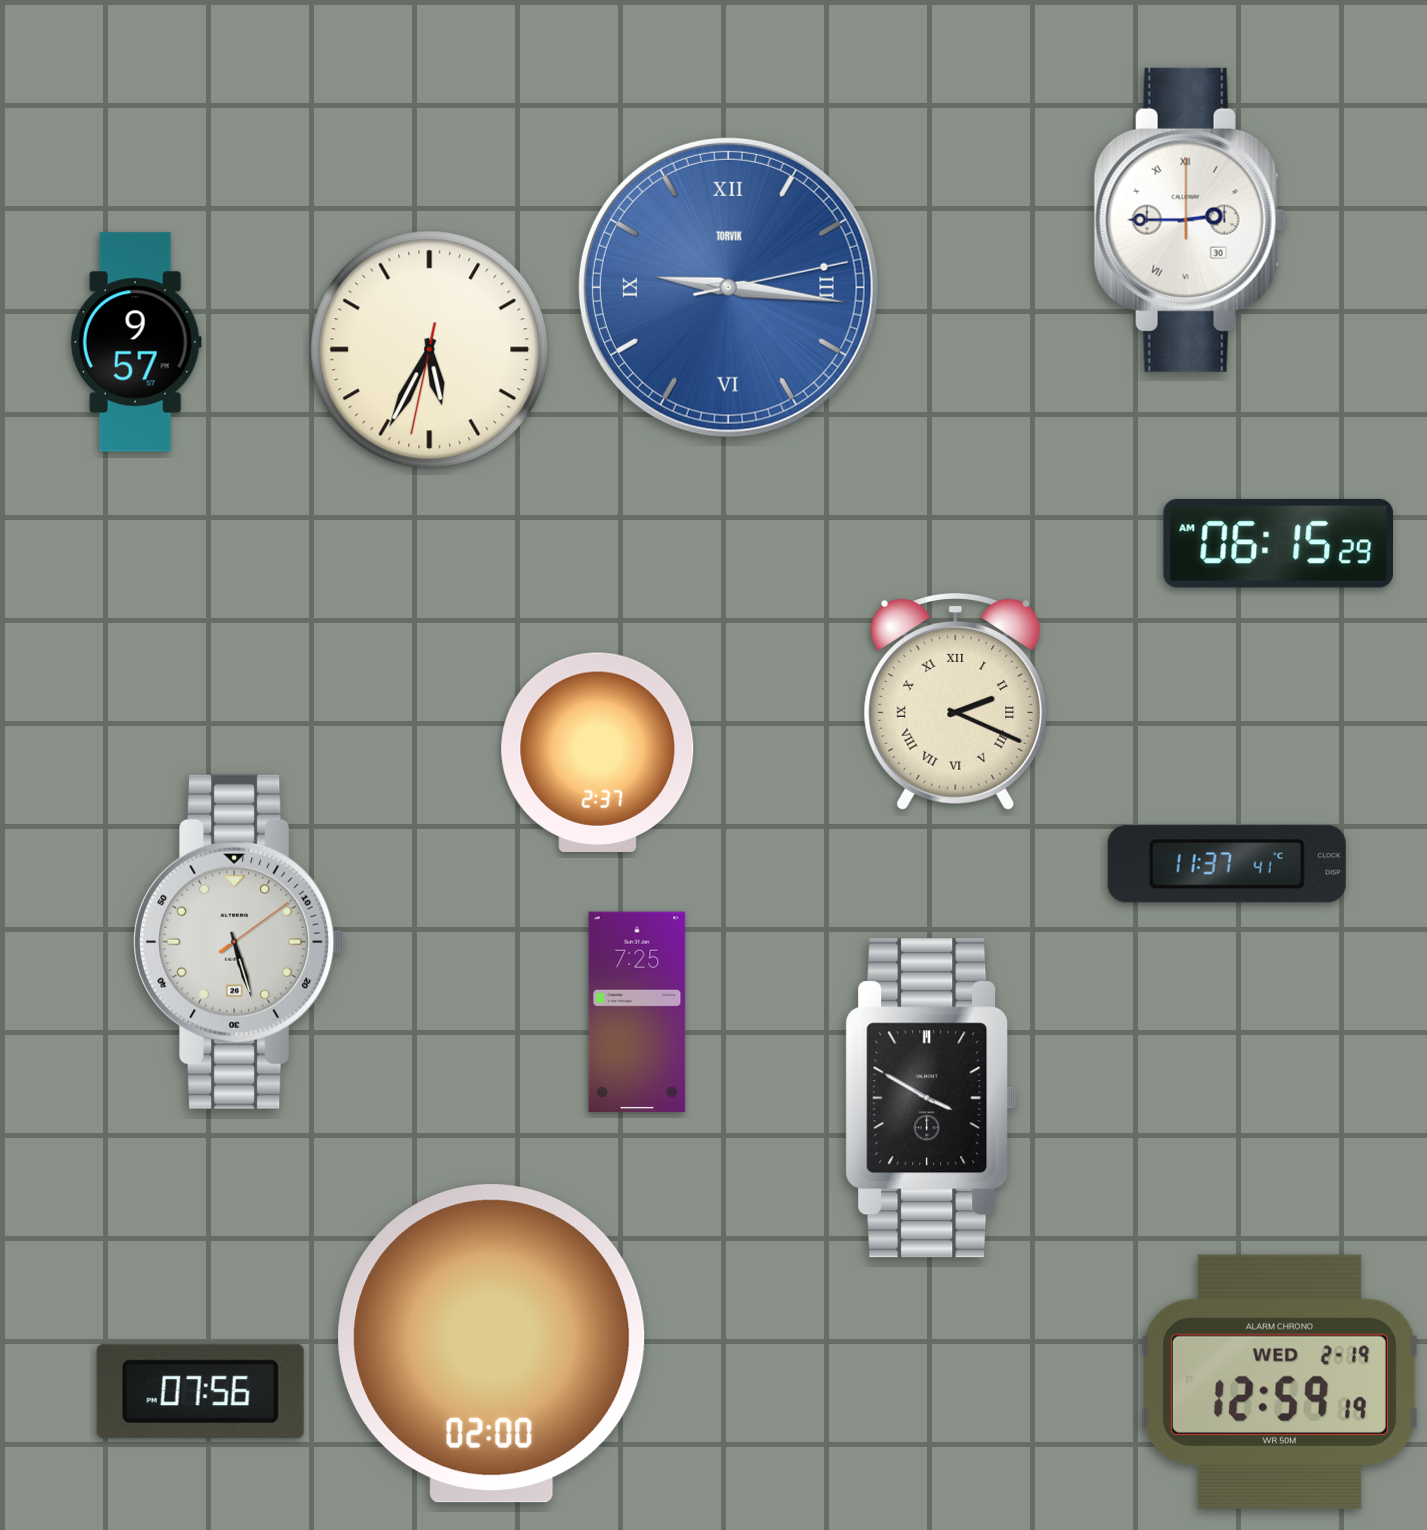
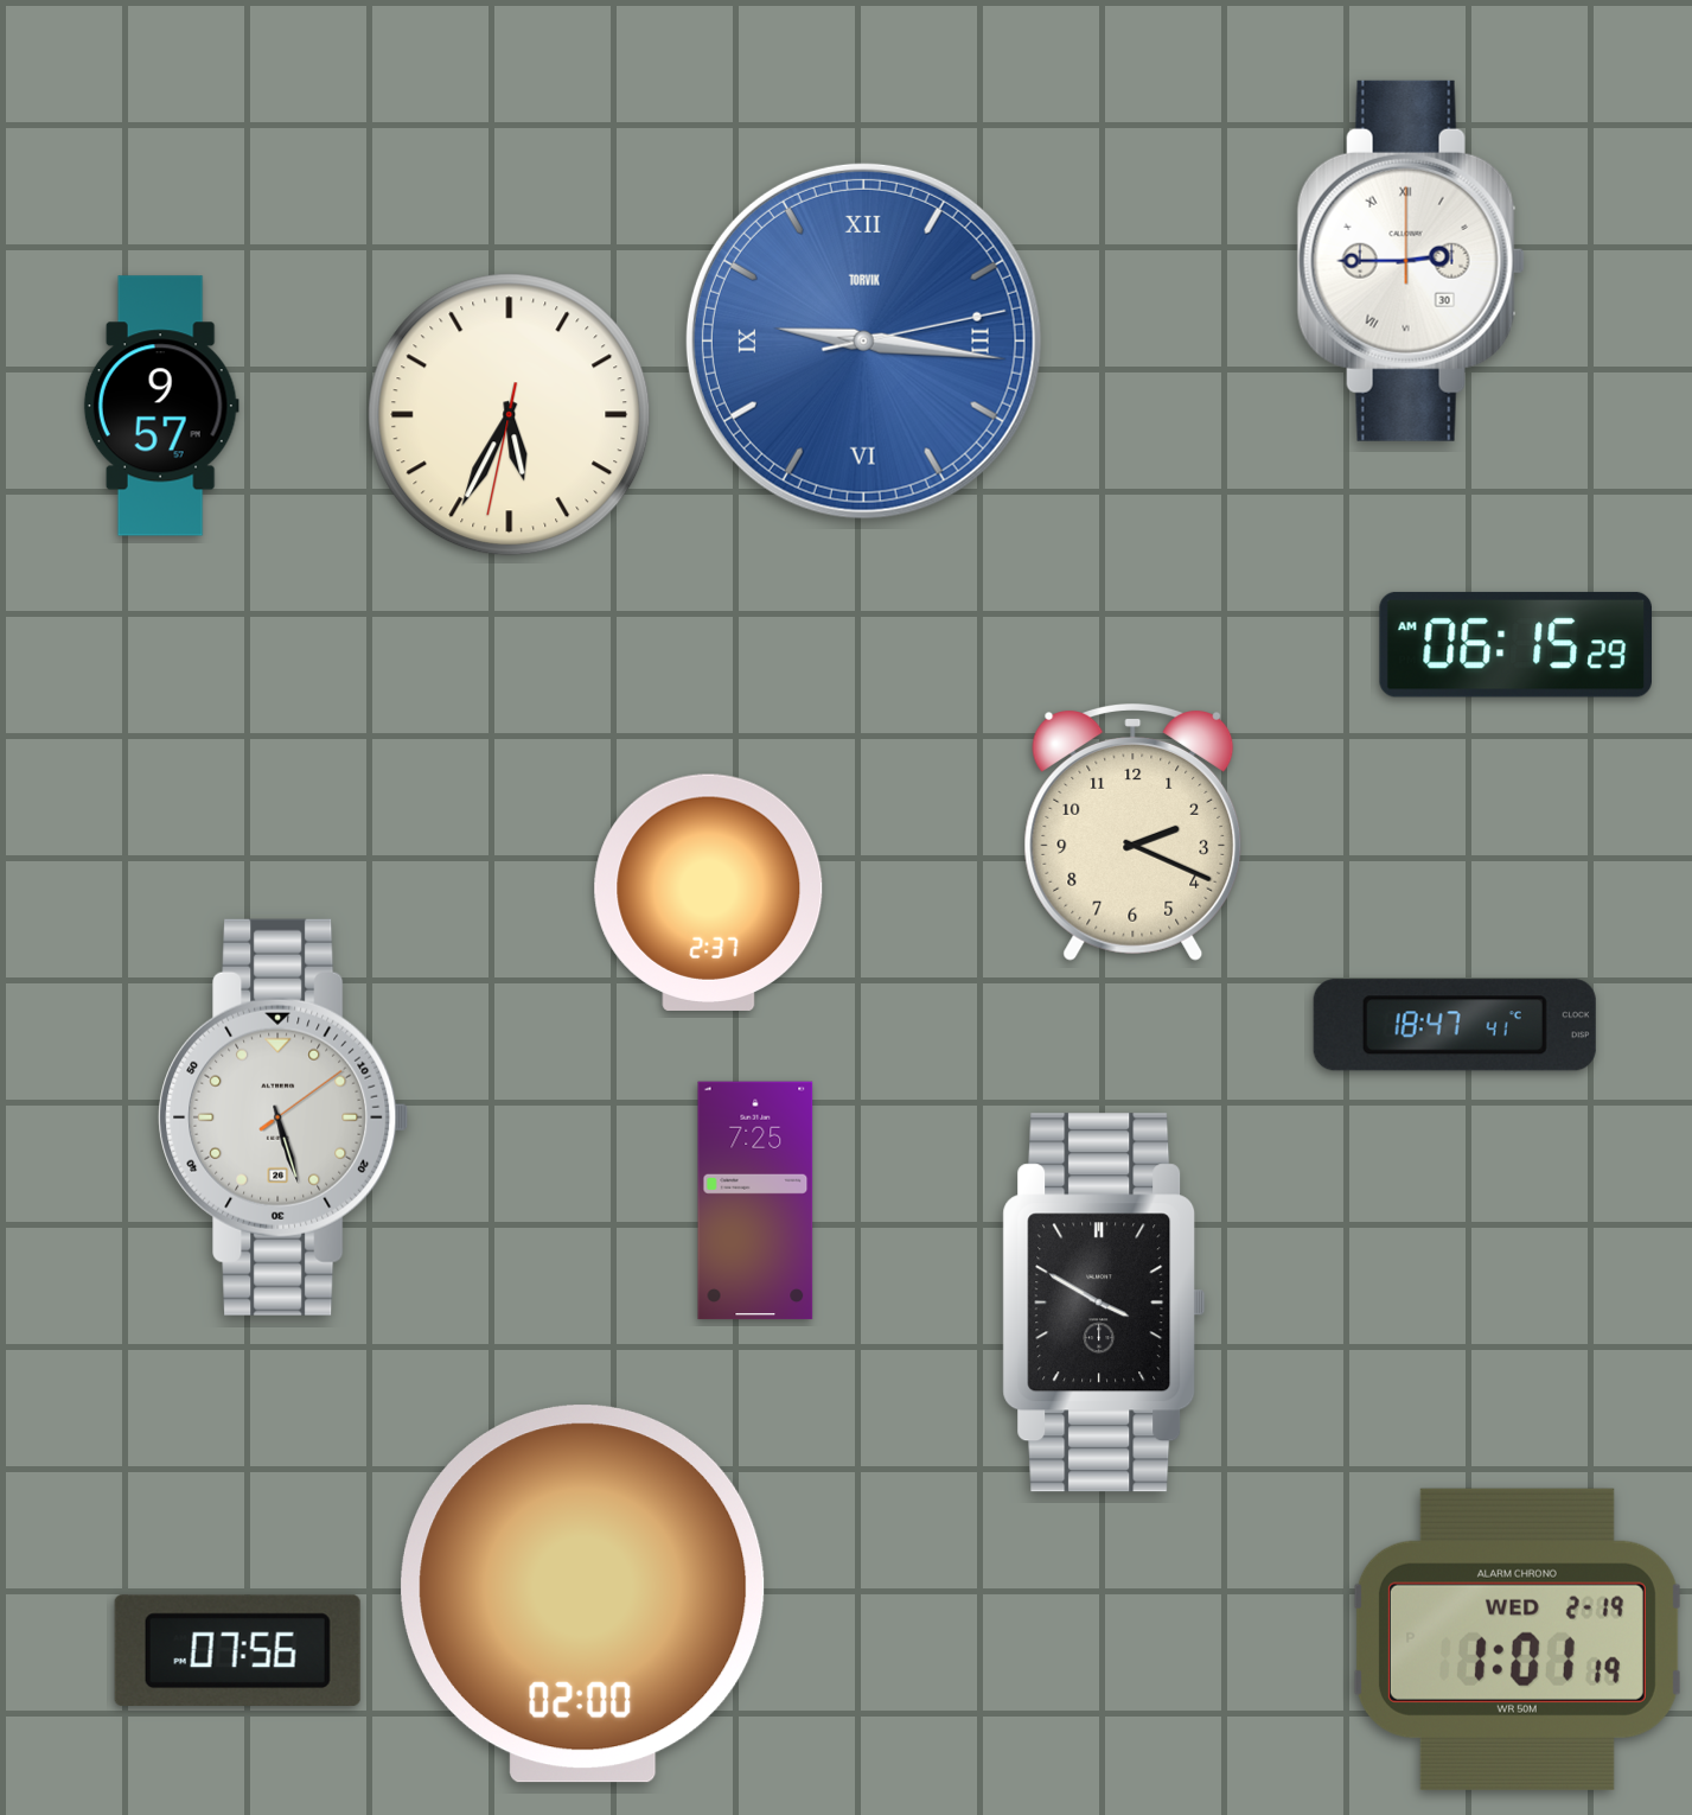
clock at (956, 701) numerals: Roman -> Arabic
clock at (1227, 864): 11:37 -> 18:47
clock at (1279, 1382): 12:59 -> 1:01
